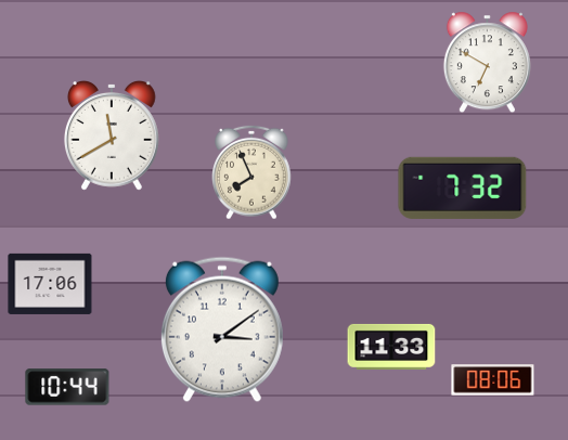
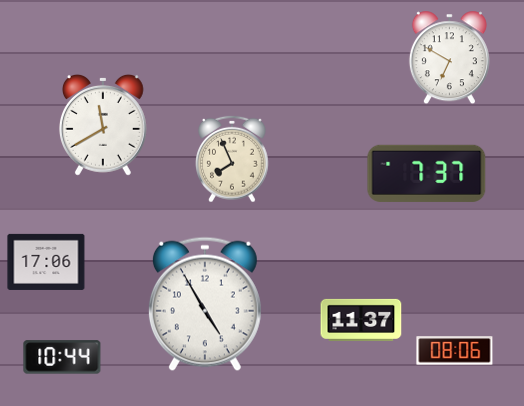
clock at (463, 187): 7:32 -> 7:37
clock at (222, 329): 3:09 -> 4:55
clock at (391, 347): 11:33 -> 11:37
